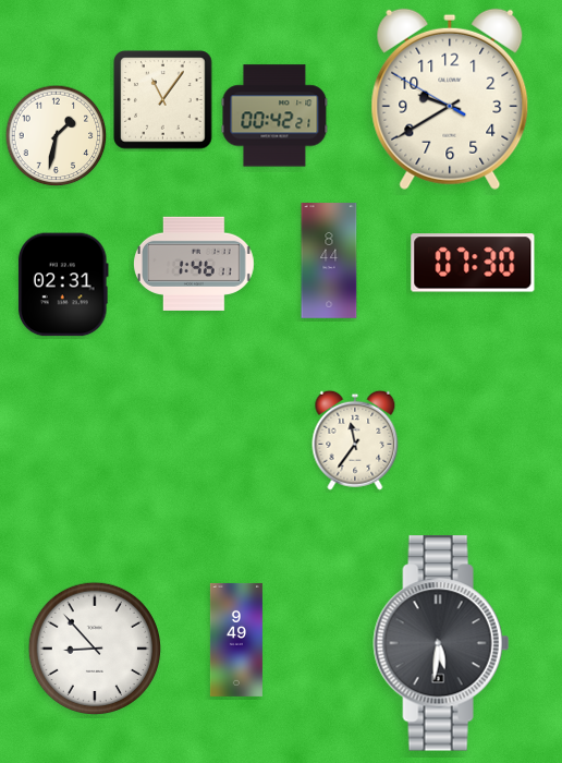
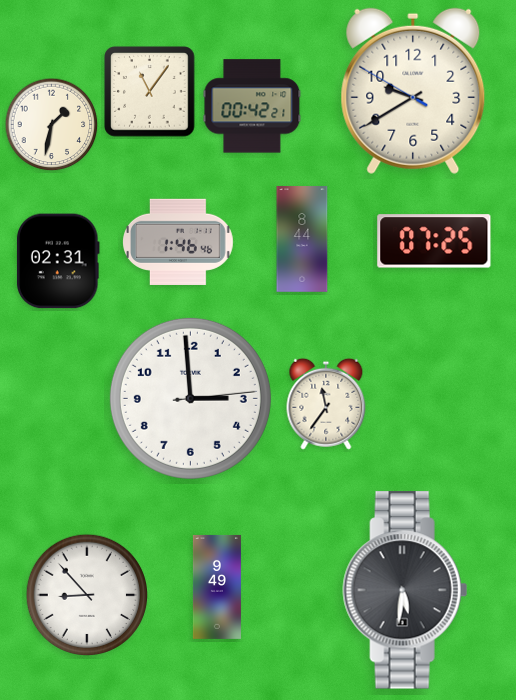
clock at (473, 263): 07:30 -> 07:25
clock at (195, 264): 1:46:11 -> 1:46:46
clock at (190, 398): none -> 2:59
